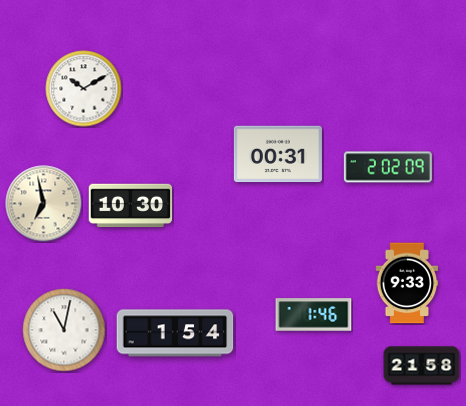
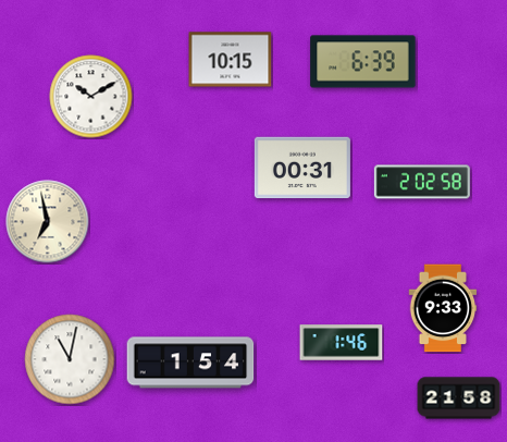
clock at (231, 60): none -> 10:15
clock at (363, 62): none -> 6:39
clock at (388, 167): 2:02:09 -> 2:02:58
clock at (131, 206): 10:30 -> none
